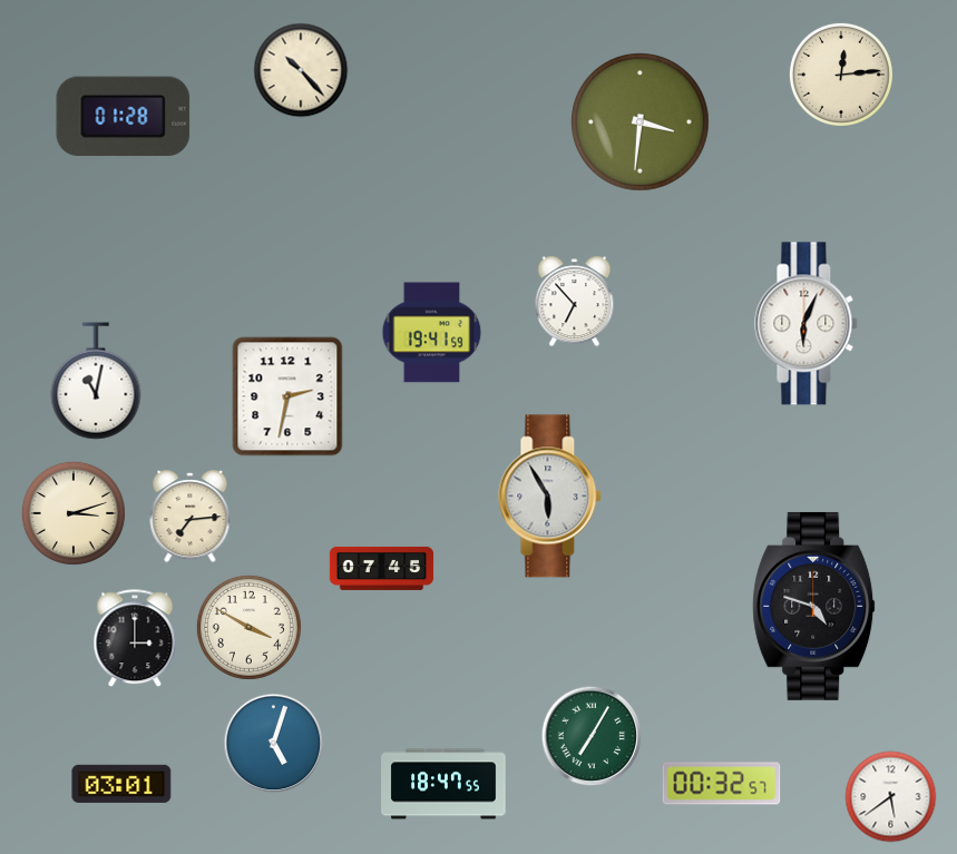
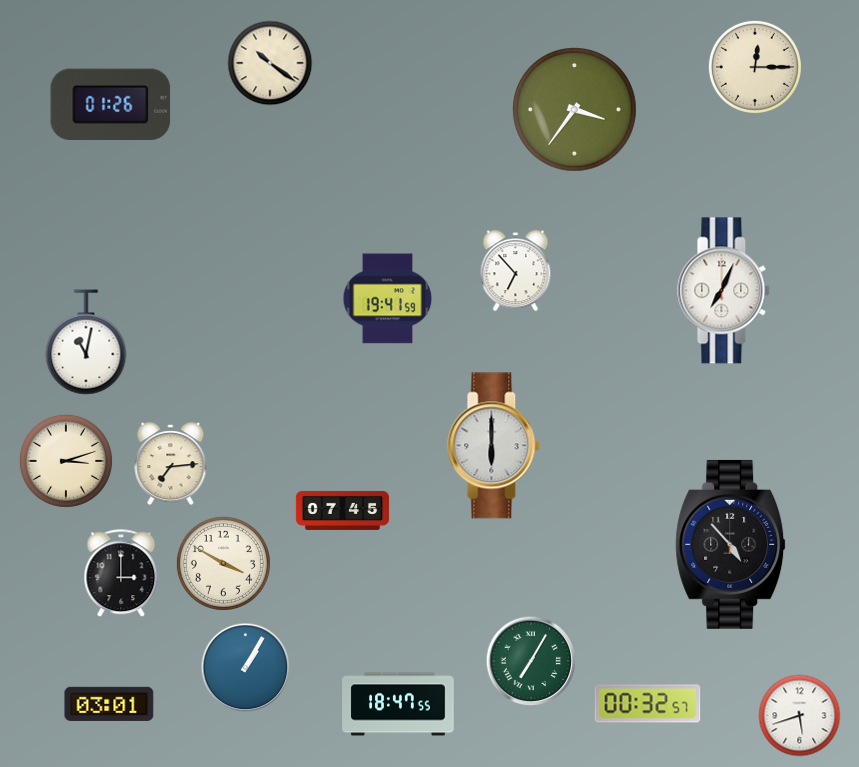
clock at (301, 70): 10:23 -> 10:21
clock at (841, 75): 12:14 -> 12:15
clock at (124, 117): 01:28 -> 01:26
clock at (641, 122): 3:31 -> 3:36
clock at (807, 324): 6:04 -> 7:04
clock at (287, 396): 2:32 -> none
clock at (550, 497): 5:55 -> 6:00
clock at (814, 606): 4:48 -> 4:53
clock at (274, 744): 5:03 -> 1:05
clock at (891, 797): 5:39 -> 5:42
